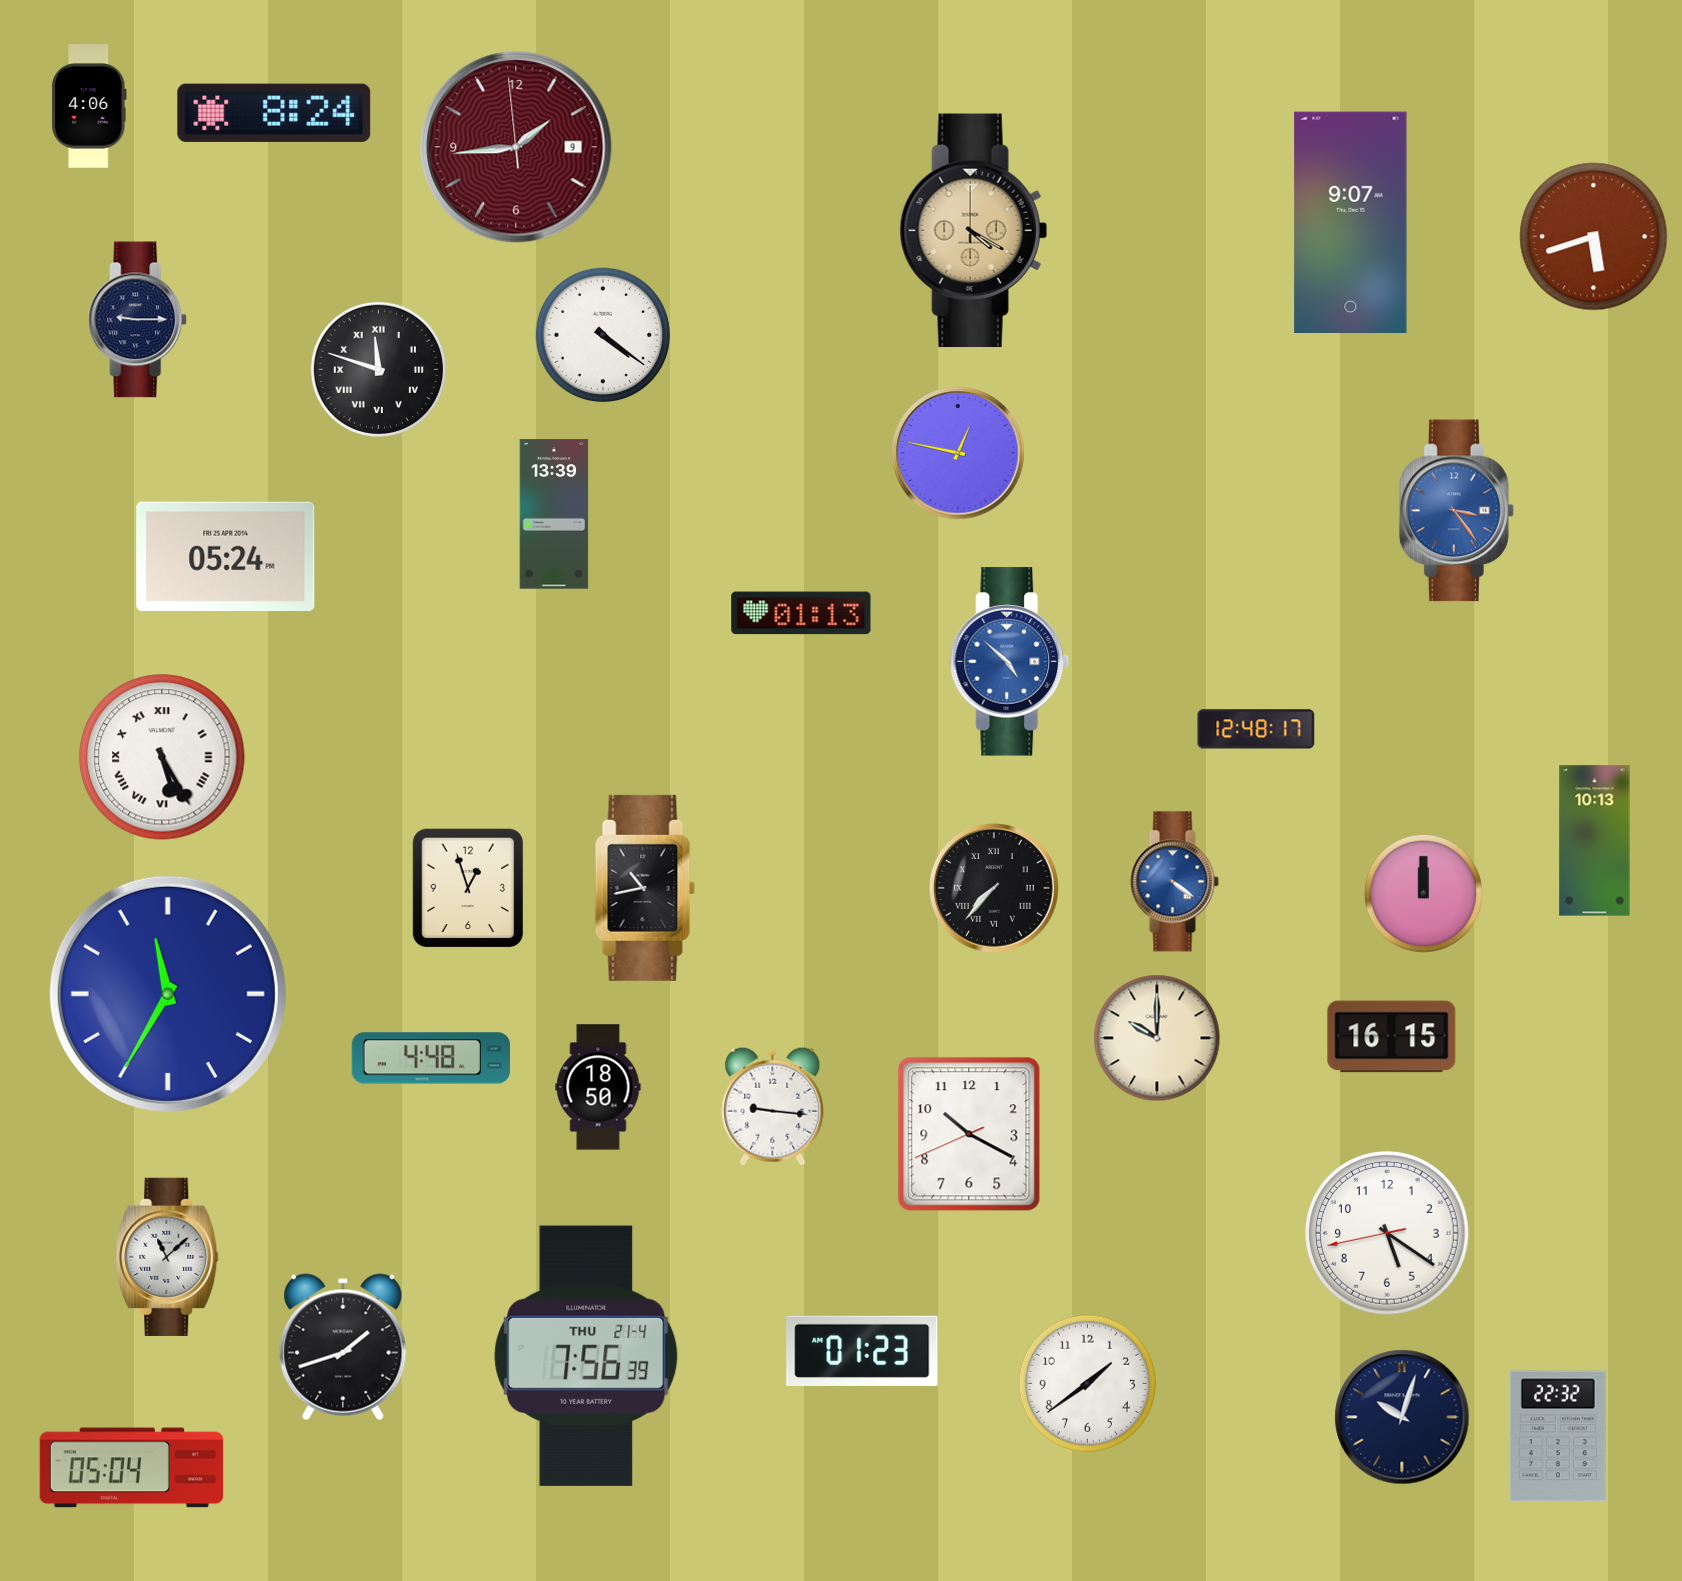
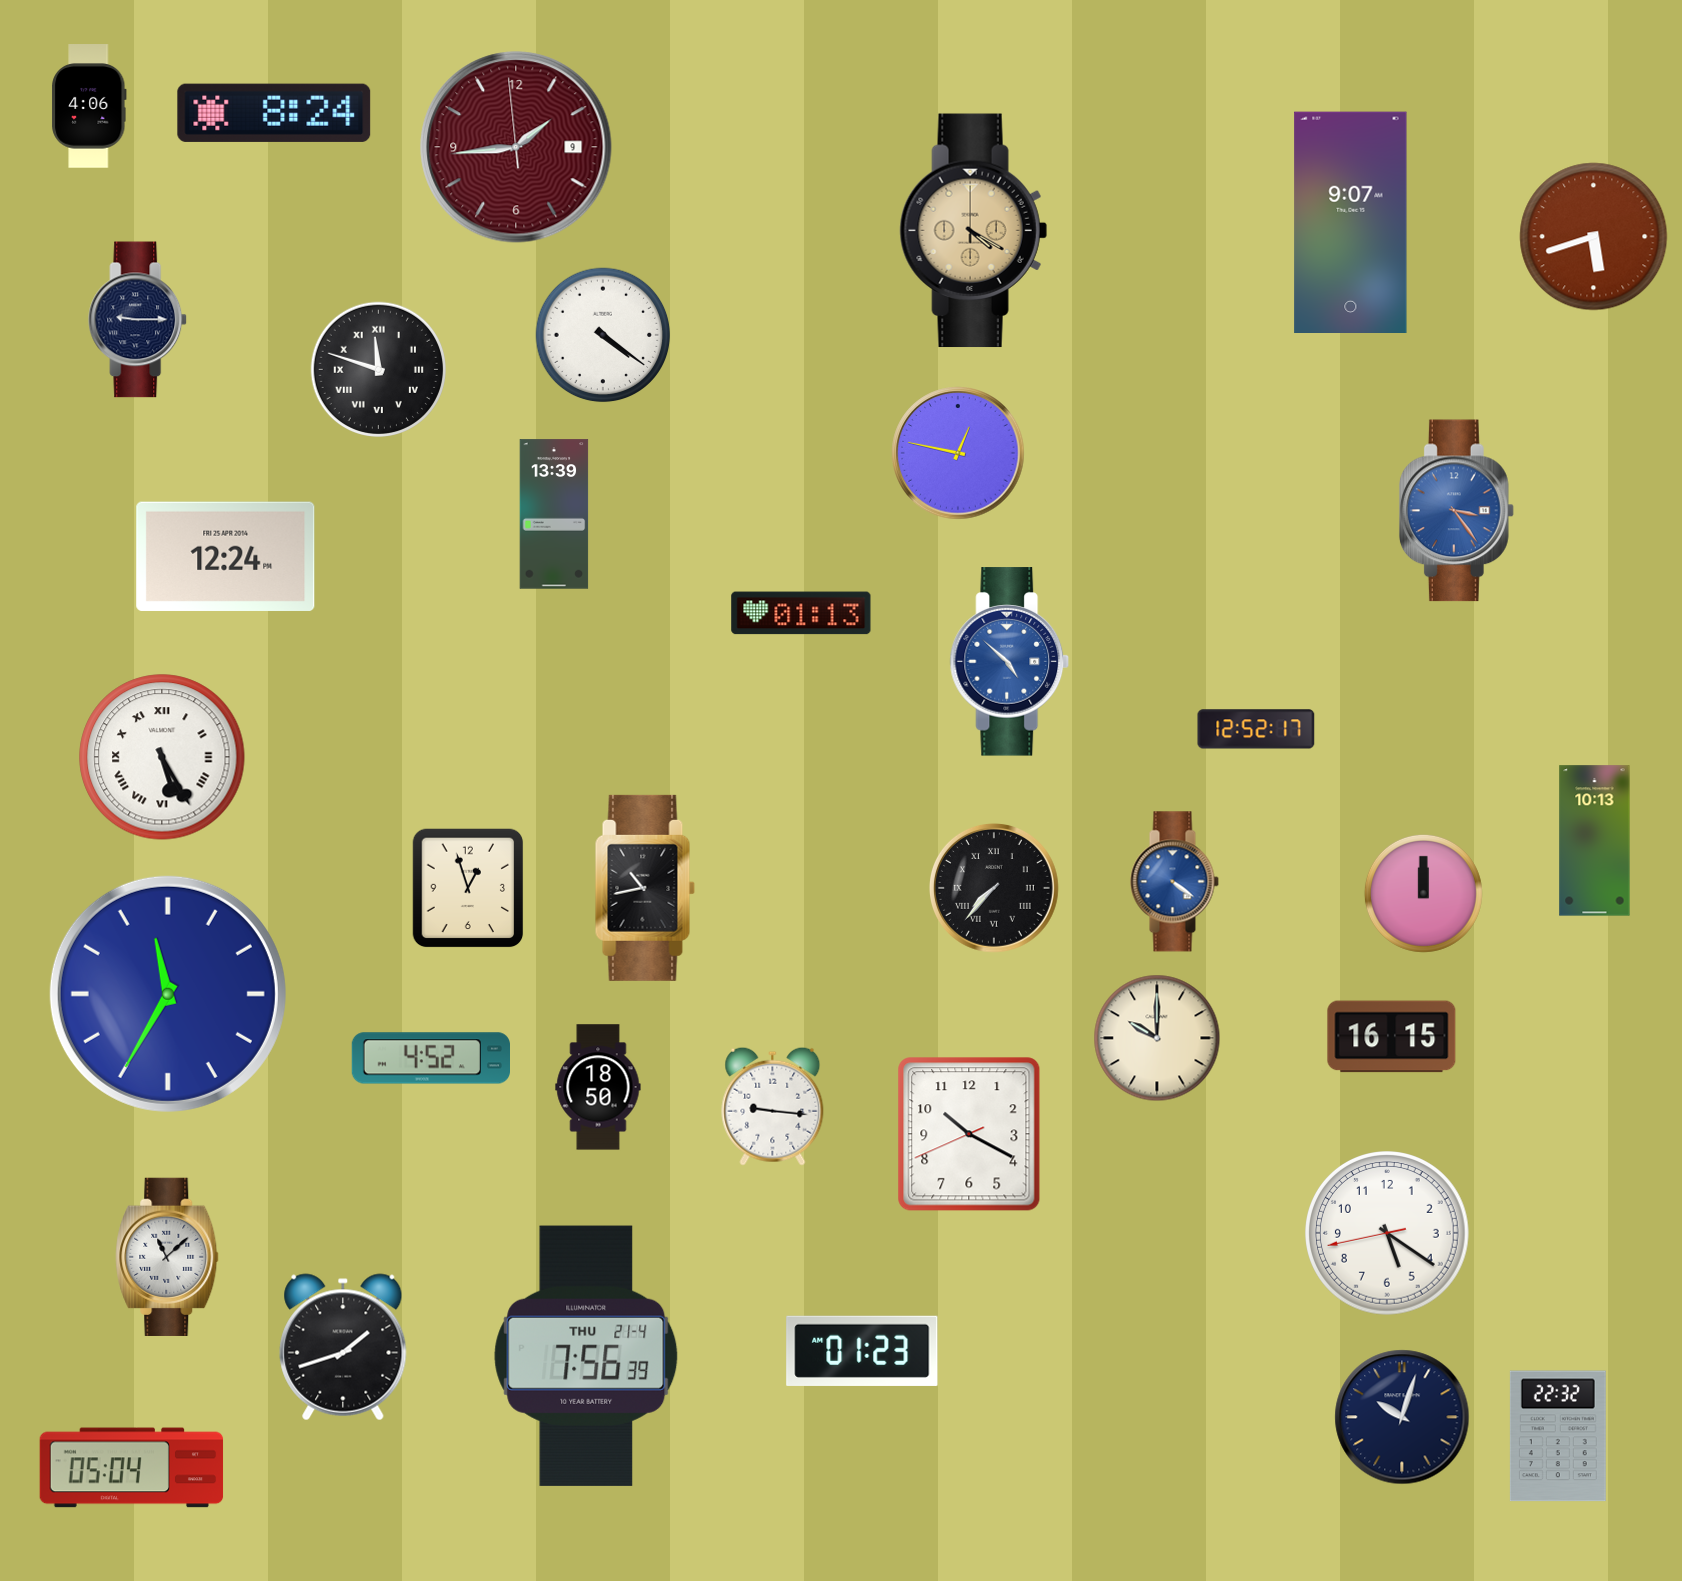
clock at (226, 556): 05:24 -> 12:24
clock at (1256, 729): 12:48 -> 12:52
clock at (430, 1058): 4:48 -> 4:52
clock at (1087, 1383): 1:39 -> none
